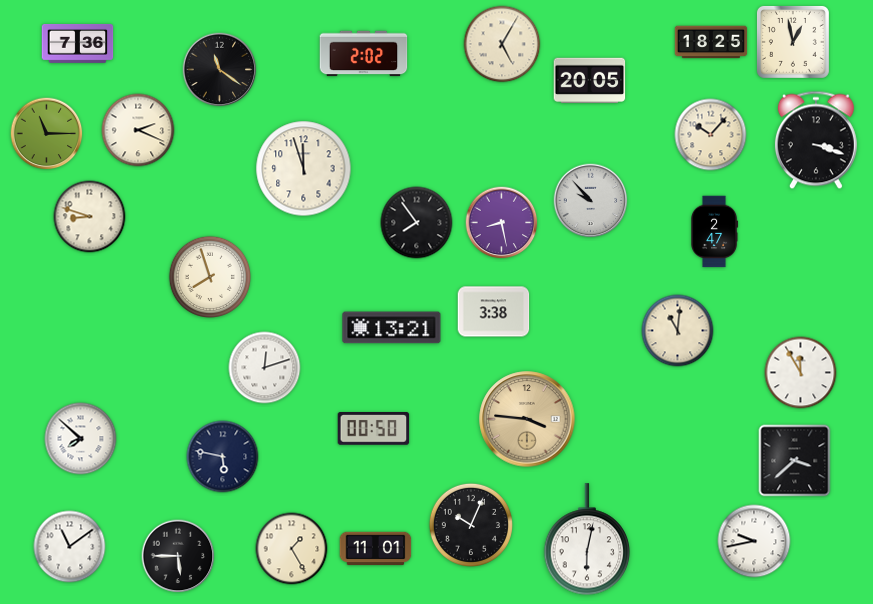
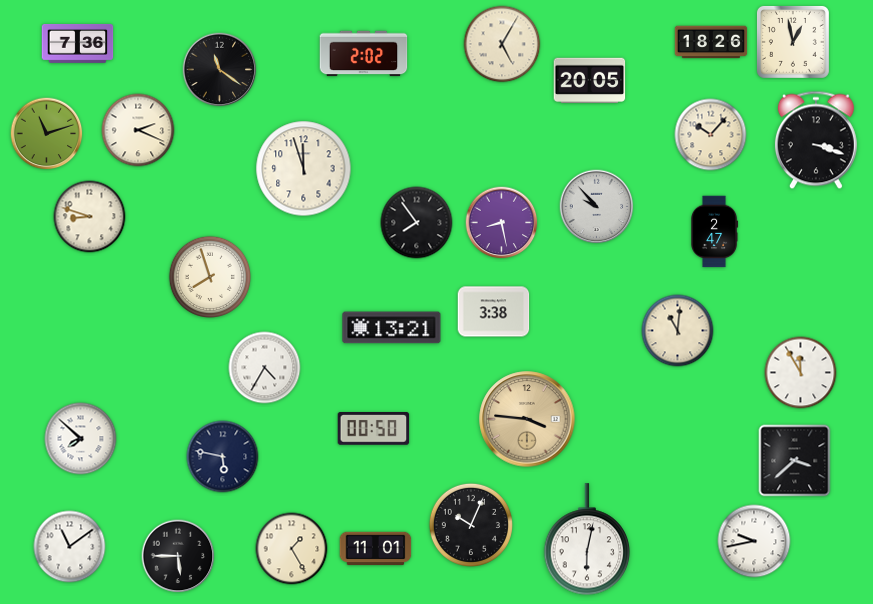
clock at (711, 42): 18:25 -> 18:26
clock at (47, 134): 11:15 -> 11:12
clock at (591, 201) position: (591, 201) -> (597, 207)
clock at (265, 368): 12:12 -> 4:35
